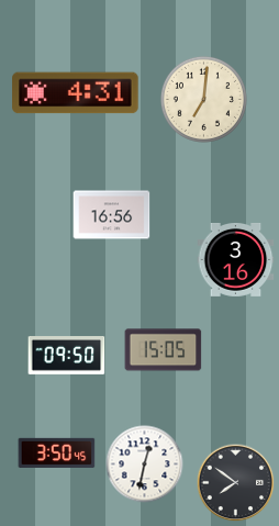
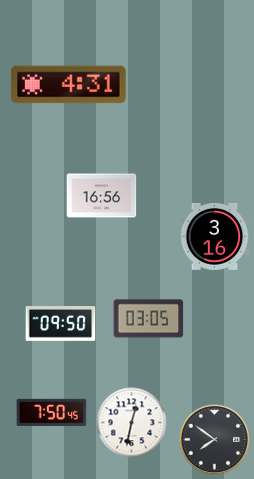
clock at (203, 99): 7:01 -> none
clock at (164, 350): 15:05 -> 03:05
clock at (57, 452): 3:50 -> 7:50
